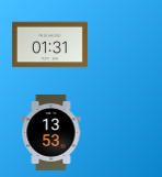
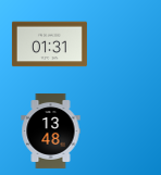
clock at (51, 132): 13:53 -> 13:48
